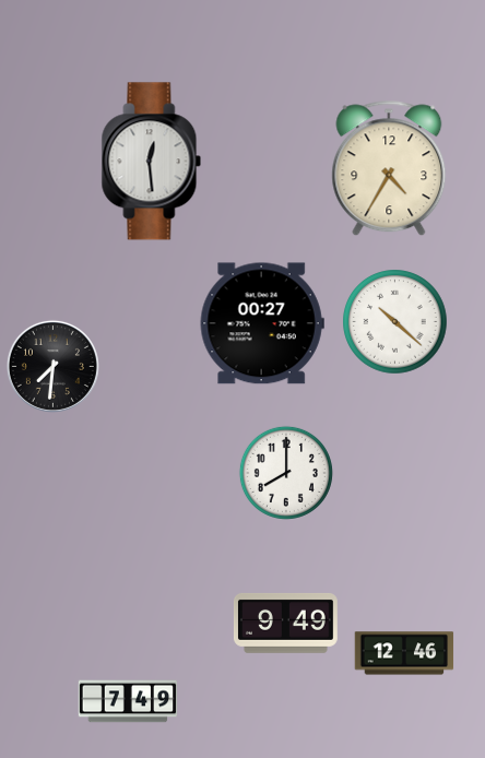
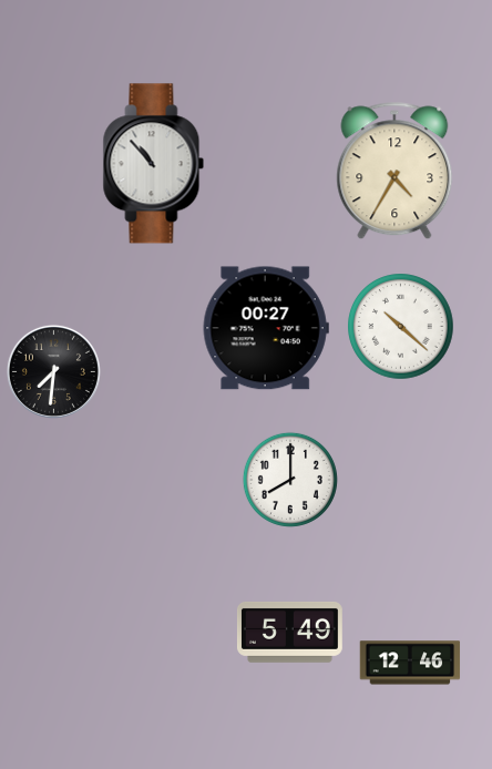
clock at (152, 162): 12:29 -> 10:53
clock at (285, 623): 9:49 -> 5:49
clock at (128, 701): 7:49 -> none
